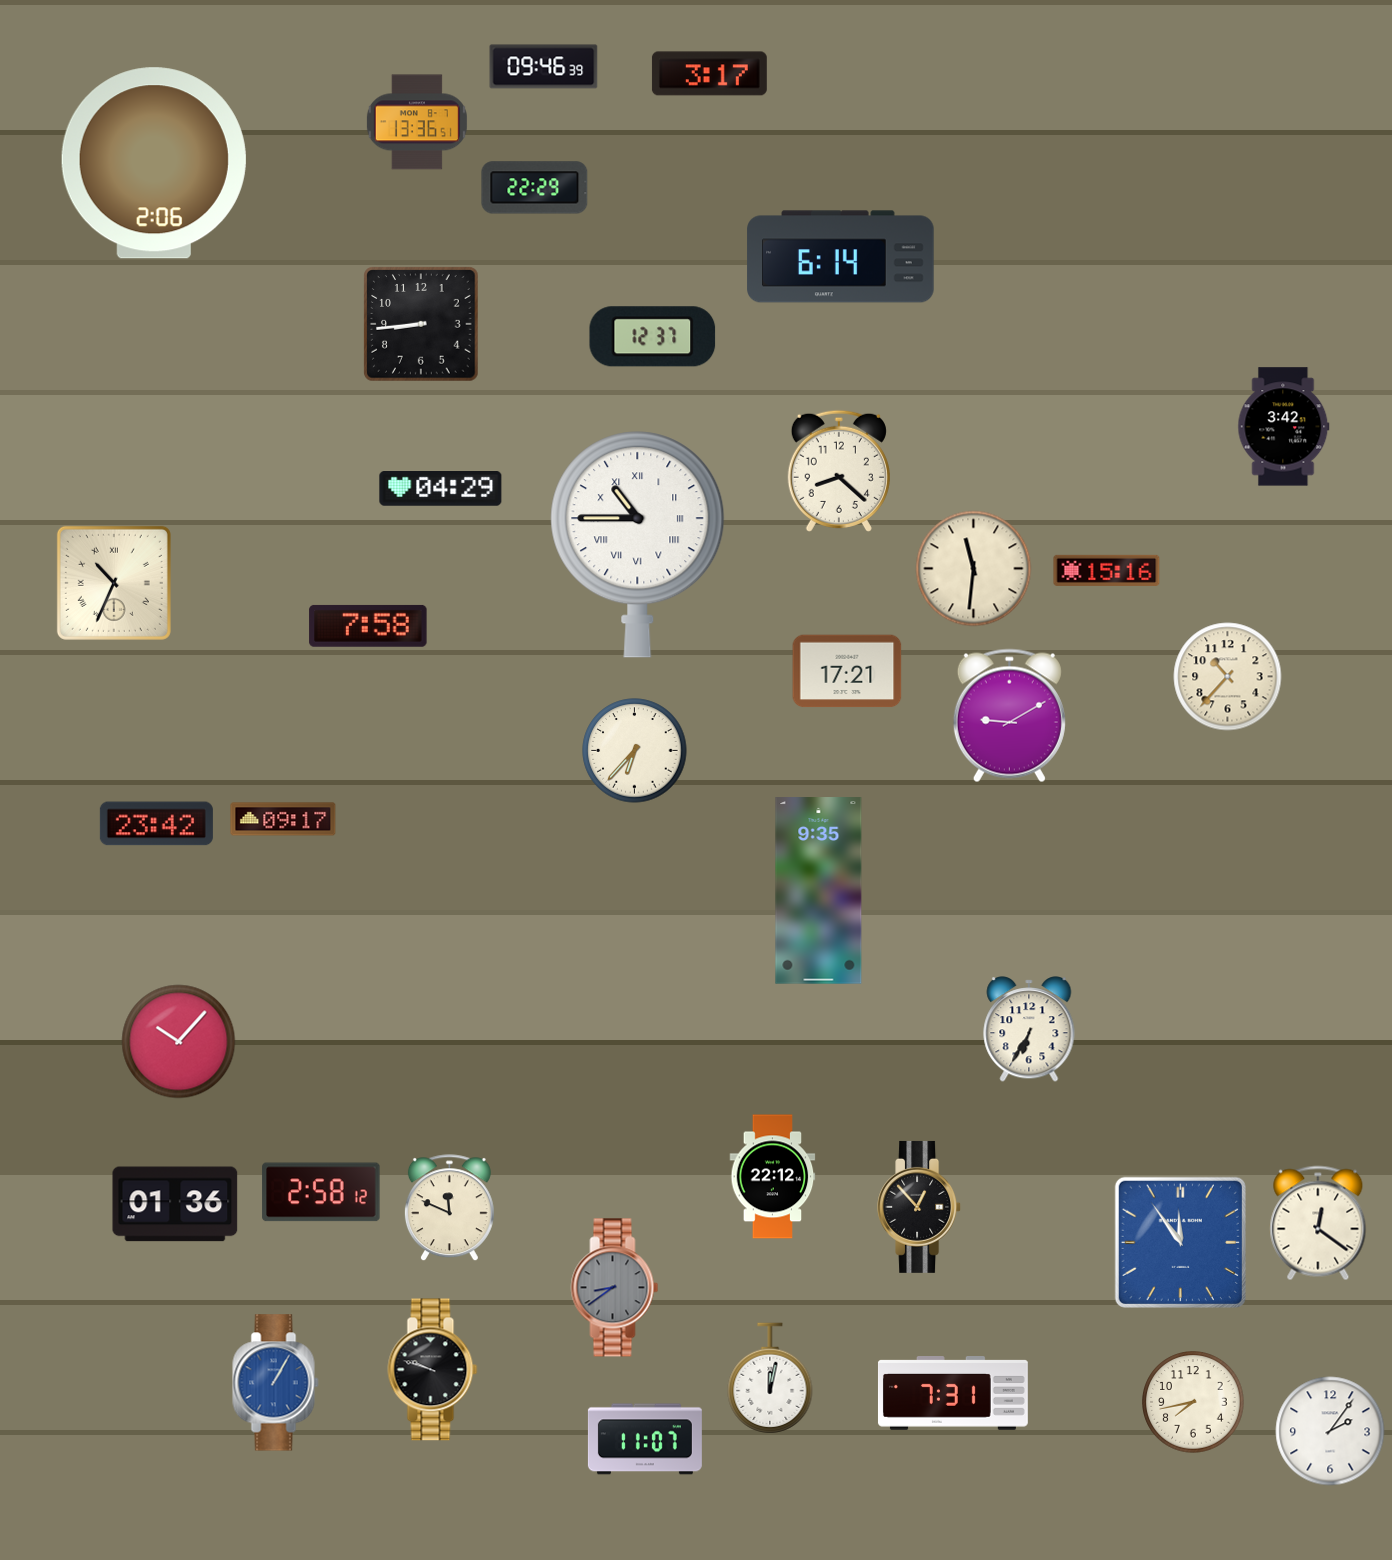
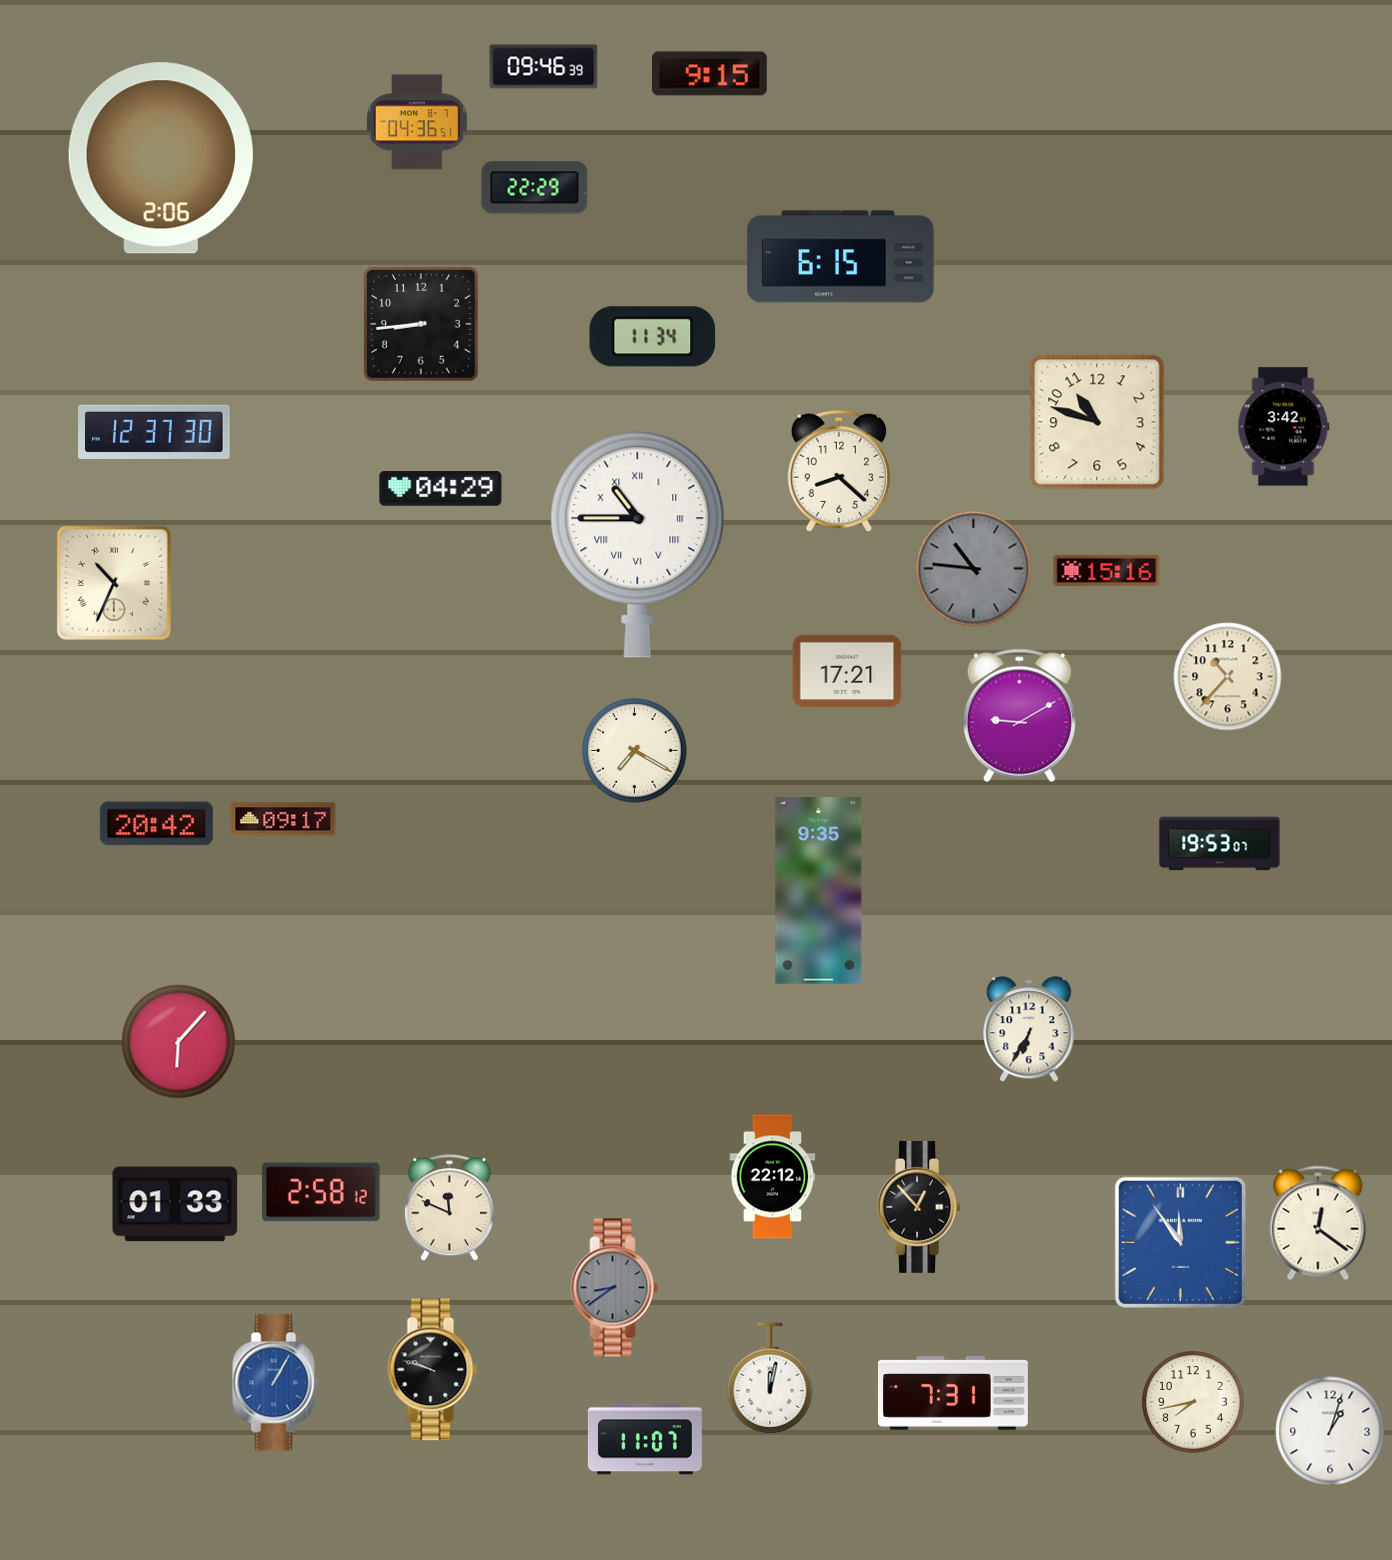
clock at (709, 74): 3:17 -> 9:15
clock at (417, 122): 13:36 -> 04:36
clock at (154, 163) position: (154, 163) -> (161, 158)
clock at (841, 257): 6:14 -> 6:15
clock at (653, 337): 12:37 -> 11:34
clock at (1097, 422): none -> 10:48
clock at (154, 432): none -> 12:37
clock at (974, 569): 11:31 -> 10:46
clock at (974, 569) dial: cream -> grey
clock at (368, 626): 7:58 -> none
clock at (1009, 716) position: (1009, 716) -> (1019, 716)
clock at (635, 751): 6:37 -> 7:20
clock at (156, 824): 23:42 -> 20:42
clock at (1220, 844): none -> 19:53
clock at (179, 1042): 10:07 -> 6:07
clock at (175, 1204): 01:36 -> 01:33
clock at (1330, 1431): 2:06 -> 1:03
